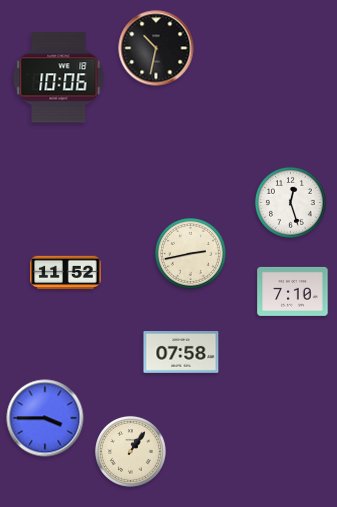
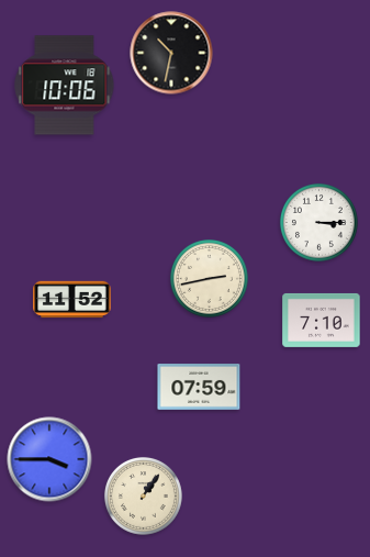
clock at (290, 202): 12:27 -> 3:15
clock at (181, 353): 07:58 -> 07:59
